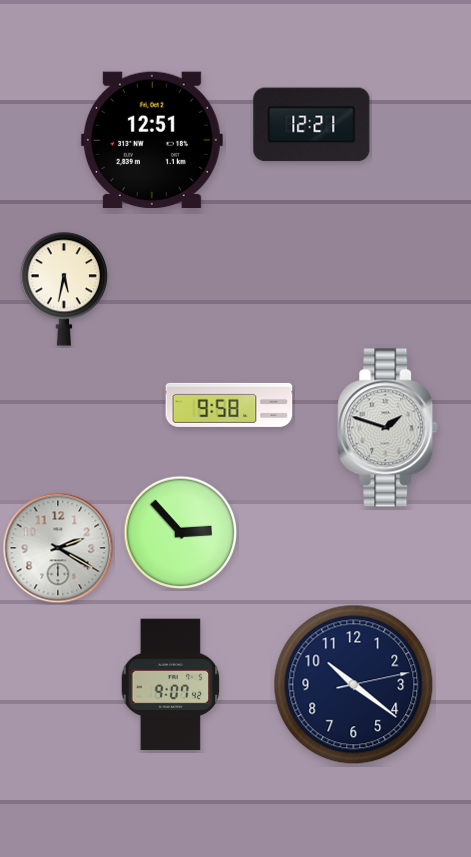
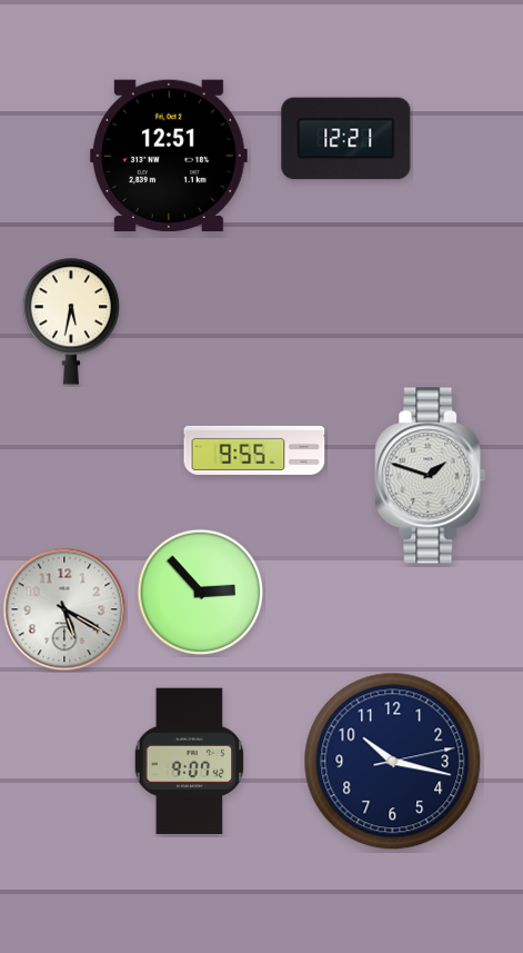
clock at (229, 405): 9:58 -> 9:55
clock at (58, 548): 2:20 -> 5:20
clock at (354, 685): 10:21 -> 10:17
